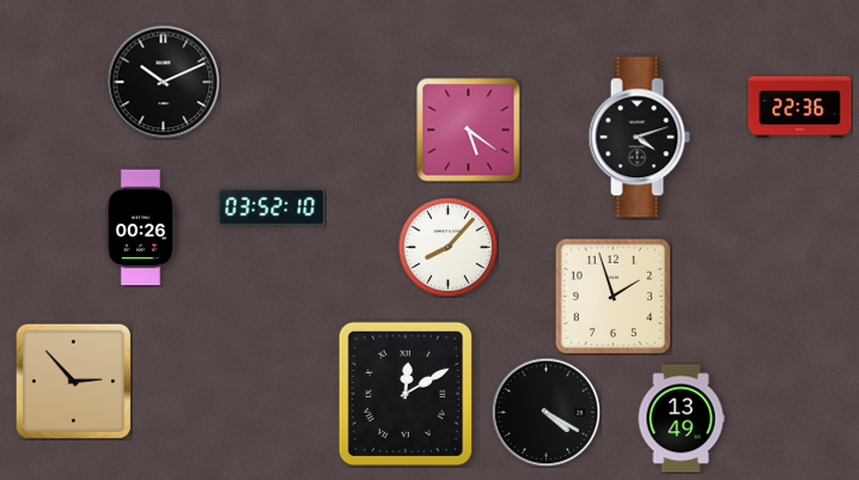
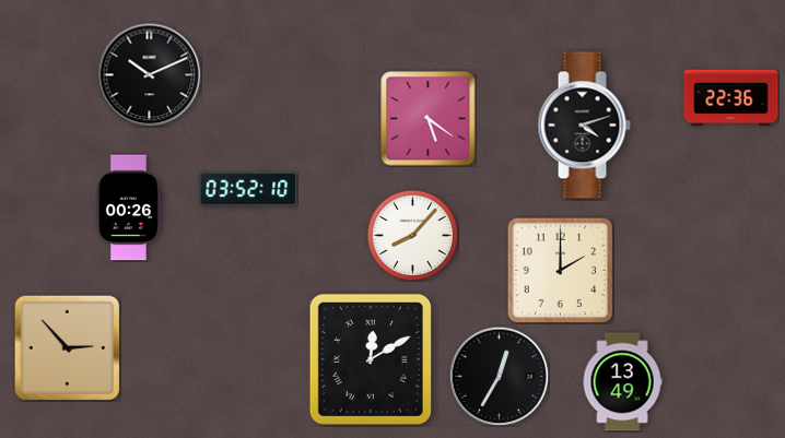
clock at (447, 247) position: (447, 247) -> (412, 235)
clock at (613, 296): 1:57 -> 2:00
clock at (546, 412): 4:20 -> 12:35
